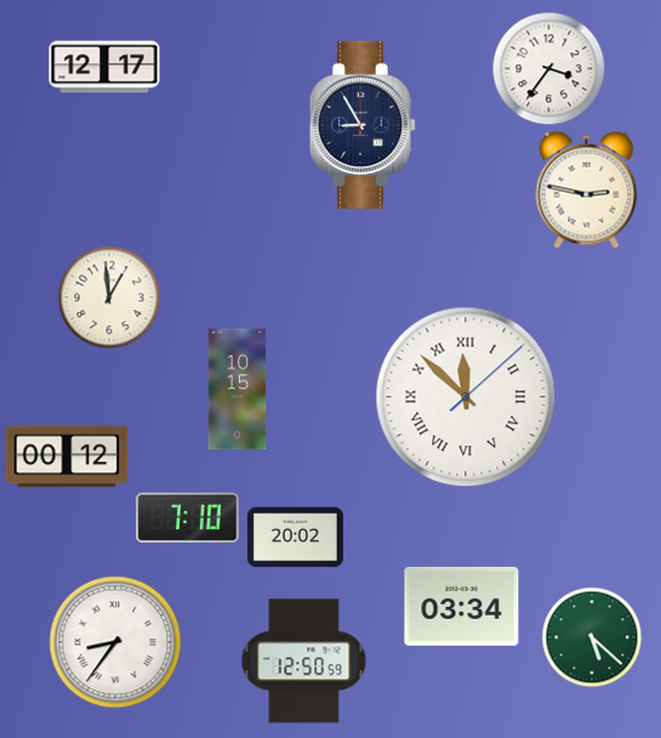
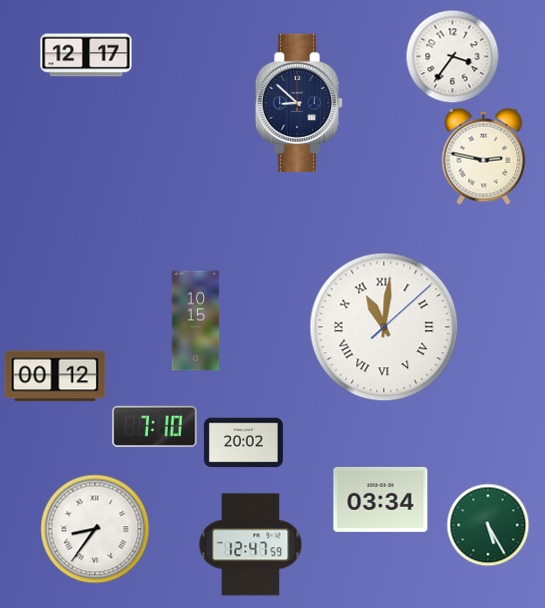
clock at (363, 125): 8:55 -> 8:52
clock at (109, 297): 12:59 -> none
clock at (466, 397): 11:52 -> 11:01
clock at (592, 637): 5:22 -> 5:25
clock at (304, 662): 12:50 -> 12:47
